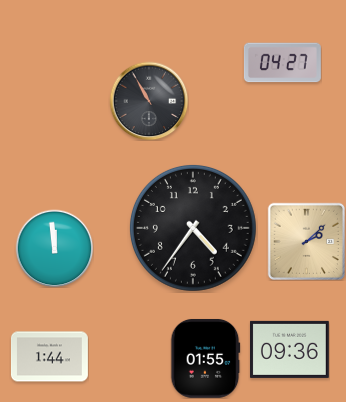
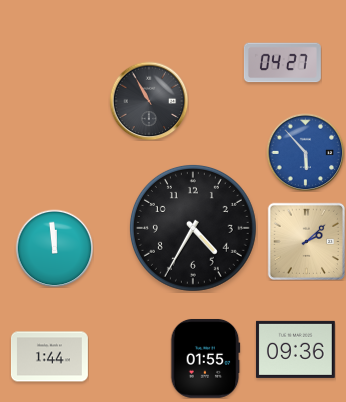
clock at (305, 152): none -> 5:53
clock at (193, 228): 4:36 -> 4:35
clock at (289, 349) position: (289, 349) -> (295, 349)
